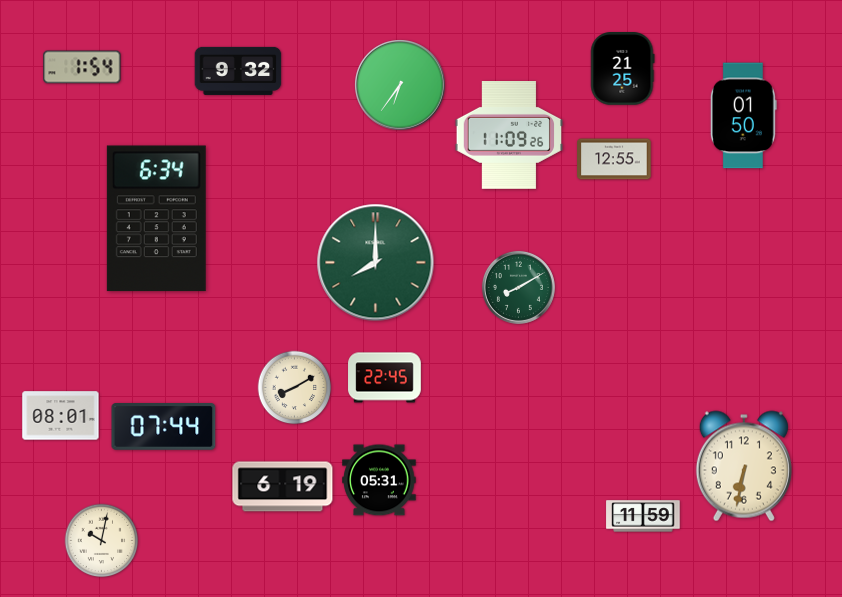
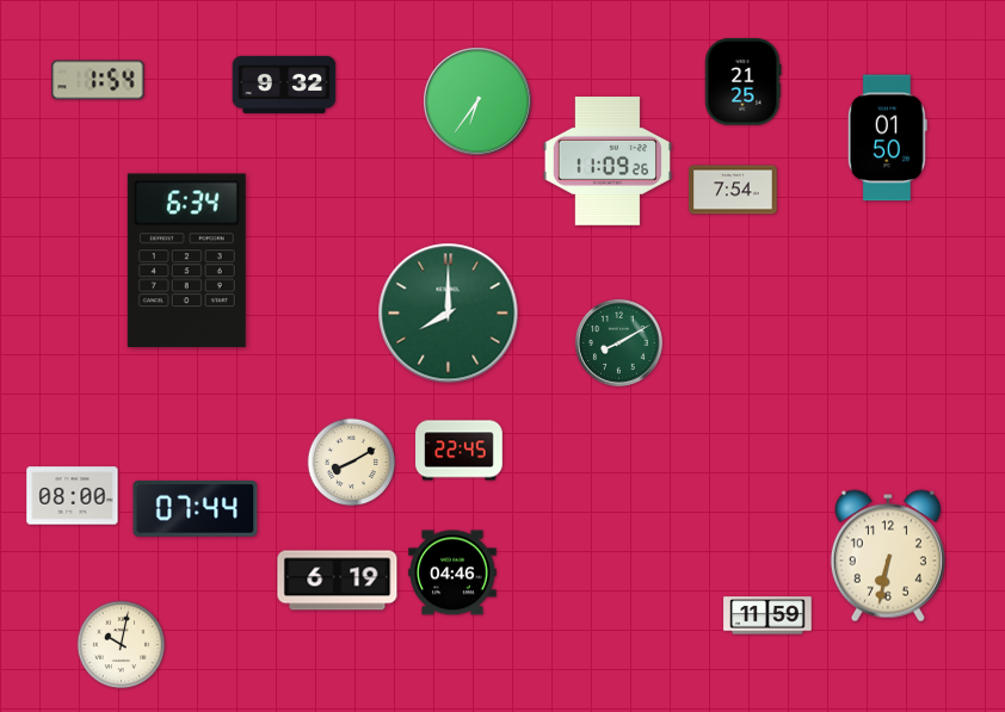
clock at (614, 159): 12:55 -> 7:54
clock at (61, 416): 08:01 -> 08:00
clock at (379, 480): 05:31 -> 04:46
